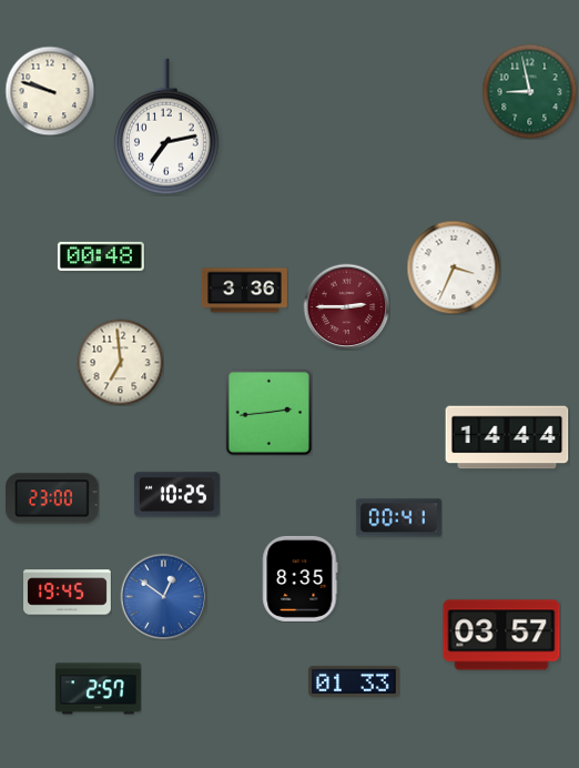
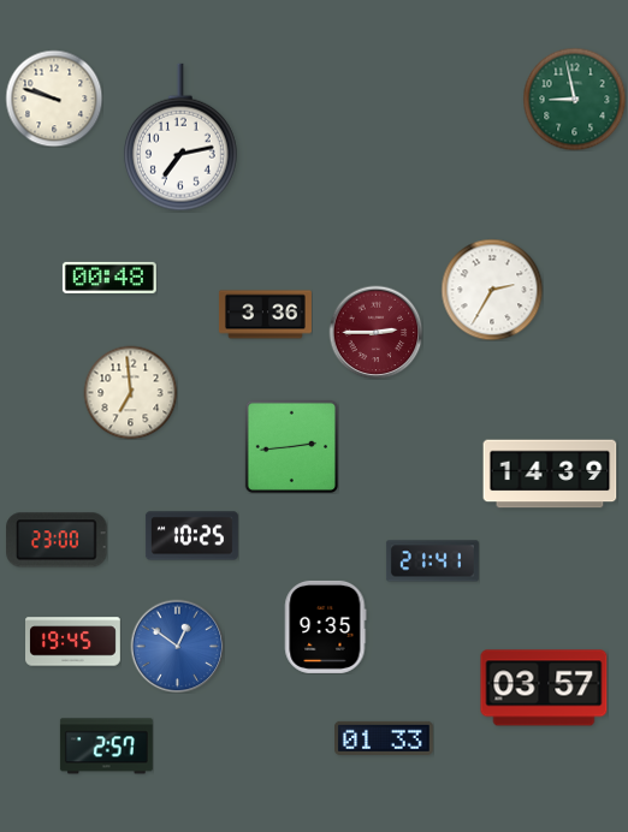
clock at (454, 267): 3:34 -> 2:35
clock at (507, 437): 14:44 -> 14:39
clock at (398, 518): 00:41 -> 21:41
clock at (301, 578): 8:35 -> 9:35
